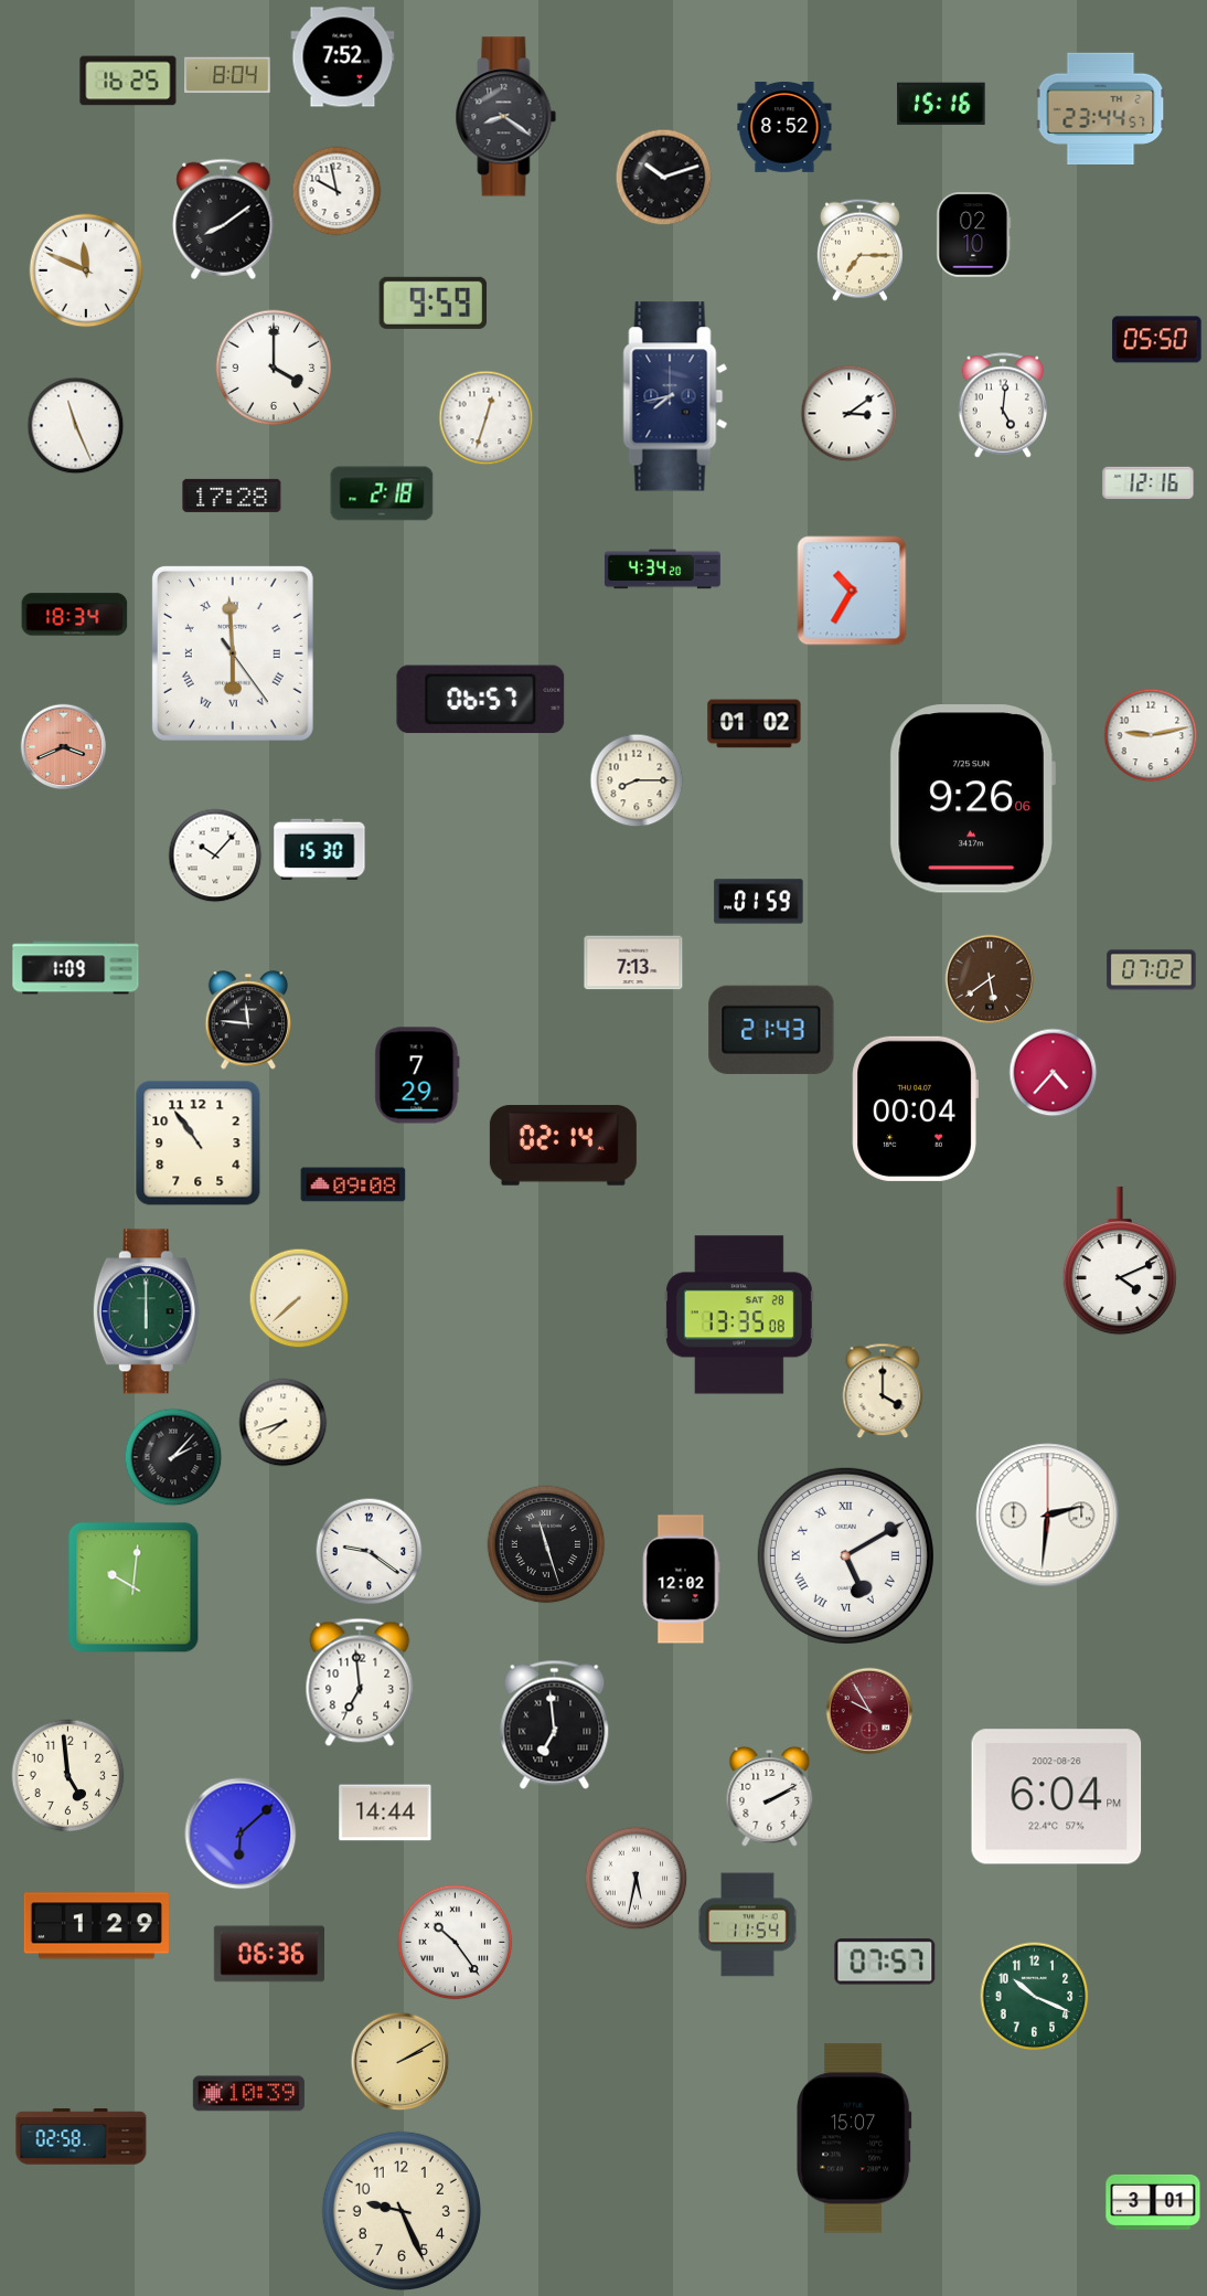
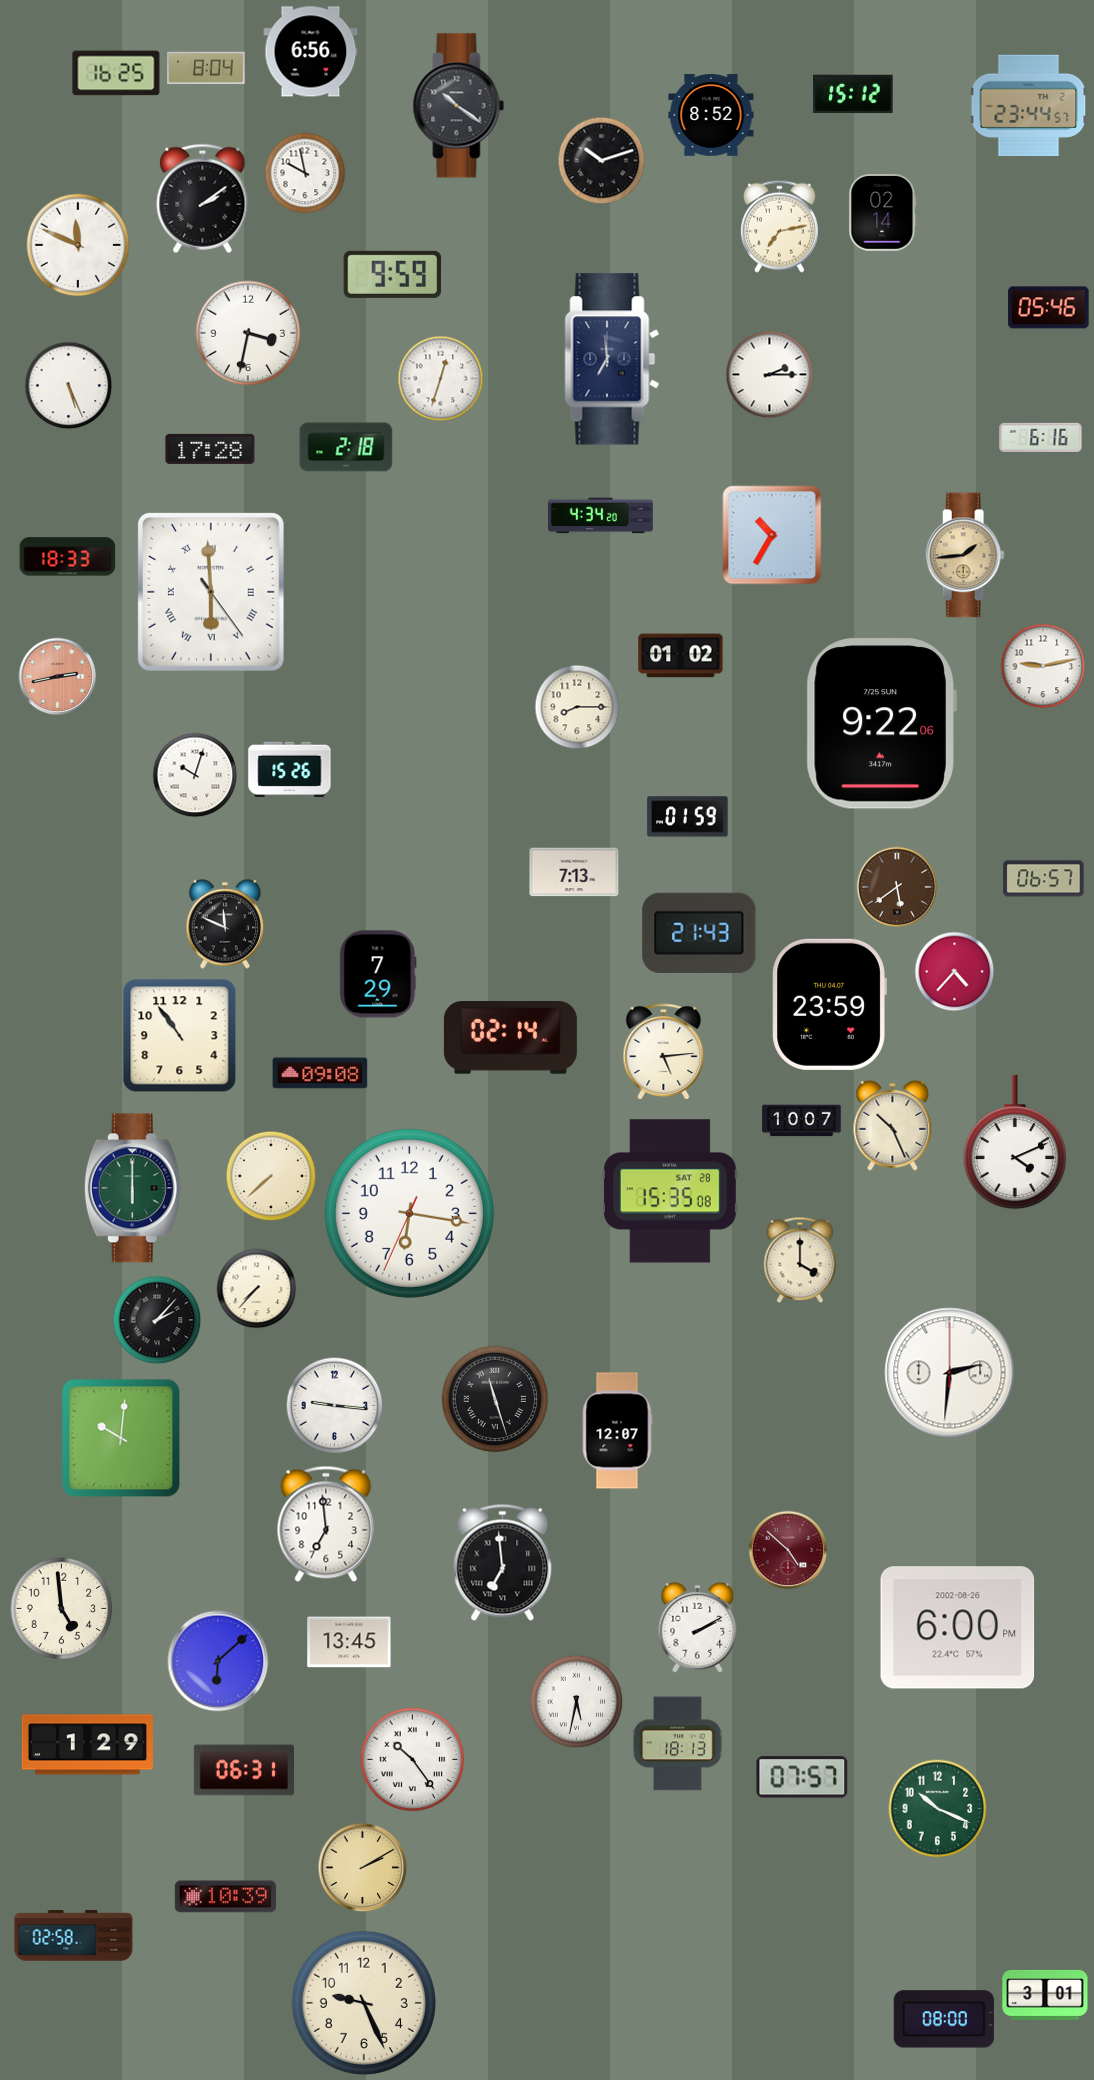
clock at (343, 57): 7:52 -> 6:56
clock at (941, 104): 15:16 -> 15:12
clock at (1101, 108) position: (1101, 108) -> (1029, 105)
clock at (506, 117): 8:21 -> 10:21
clock at (224, 219): 8:09 -> 2:09
clock at (974, 235): 02:10 -> 02:14
clock at (859, 249): 7:15 -> 7:13
clock at (1157, 340): 05:50 -> 05:46
clock at (274, 368): 4:00 -> 3:32
clock at (675, 396): 7:43 -> 6:59
clock at (1003, 405): 5:01 -> none
clock at (850, 414): 3:09 -> 2:15
clock at (76, 426): 11:26 -> 5:26
clock at (1149, 482): 12:16 -> 6:16
clock at (965, 555): none -> 1:44
clock at (75, 615): 18:34 -> 18:33
clock at (481, 700): 06:57 -> none
clock at (755, 724) position: (755, 724) -> (681, 656)
clock at (64, 747): 3:41 -> 2:43
clock at (972, 799): 9:26 -> 9:22
clock at (320, 850): 15:30 -> 15:26
clock at (215, 855): 10:07 -> 10:03
clock at (76, 968): 1:09 -> none
clock at (1152, 970): 07:02 -> 06:57
clock at (248, 1020): 11:46 -> 11:49
clock at (915, 1108): 00:04 -> 23:59
clock at (664, 1052): none -> 5:14
clock at (802, 1121): none -> 10:07
clock at (893, 1125): none -> 10:26
clock at (739, 1315): 13:35 -> 15:35
clock at (409, 1213): none -> 6:16
clock at (284, 1423): 7:42 -> 7:37
clock at (370, 1552): 9:21 -> 9:16
clock at (845, 1555): 5:10 -> none
clock at (681, 1580): 12:02 -> 12:07
clock at (869, 1711): 9:55 -> 4:52
clock at (1057, 1797): 6:04 -> 6:00
clock at (385, 1813): 14:44 -> 13:45
clock at (748, 1925): 11:54 -> 18:13
clock at (268, 1954): 06:36 -> 06:31
clock at (855, 2138): 15:07 -> none
clock at (944, 2019): none -> 08:00
